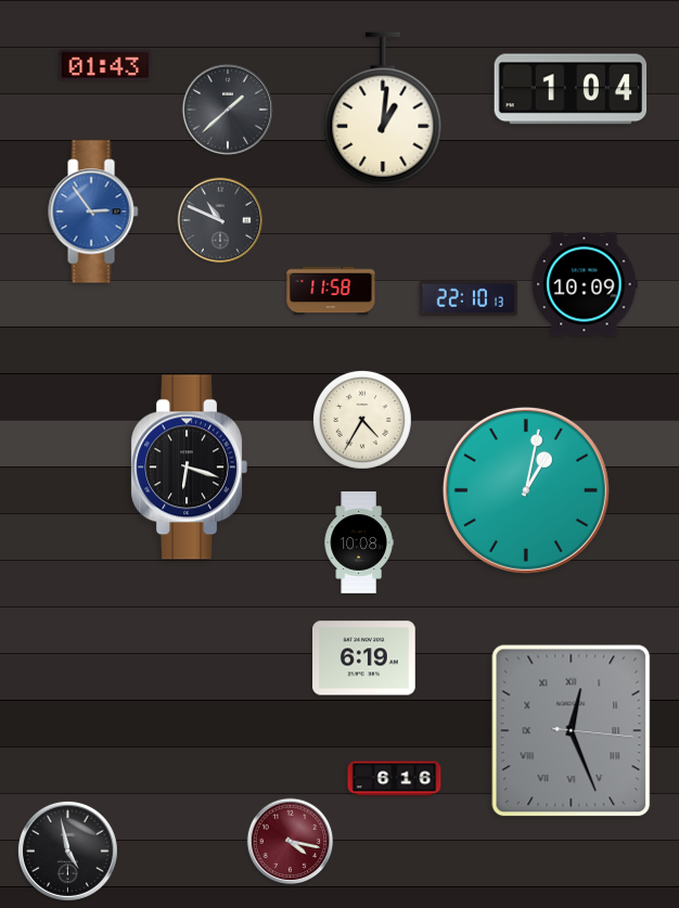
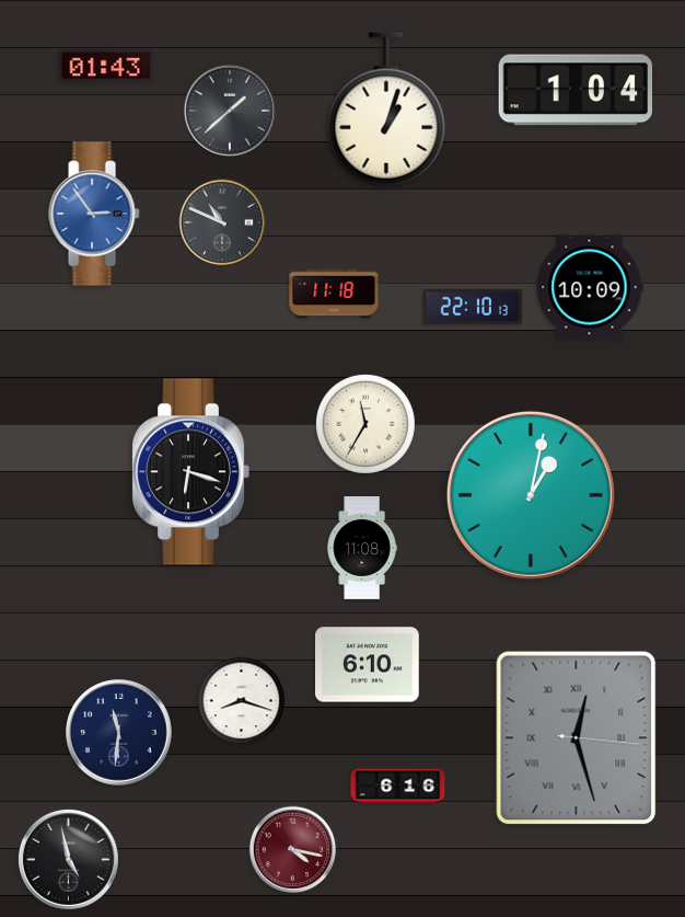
clock at (383, 108): 1:01 -> 1:03
clock at (331, 291): 11:58 -> 11:18
clock at (469, 298) position: (469, 298) -> (473, 307)
clock at (362, 420): 4:35 -> 11:35
clock at (359, 543): 10:08 -> 11:08
clock at (364, 658): 6:19 -> 6:10
clock at (242, 701): none -> 8:18
clock at (119, 733): none -> 11:31
clock at (572, 731): 12:26 -> 12:27
